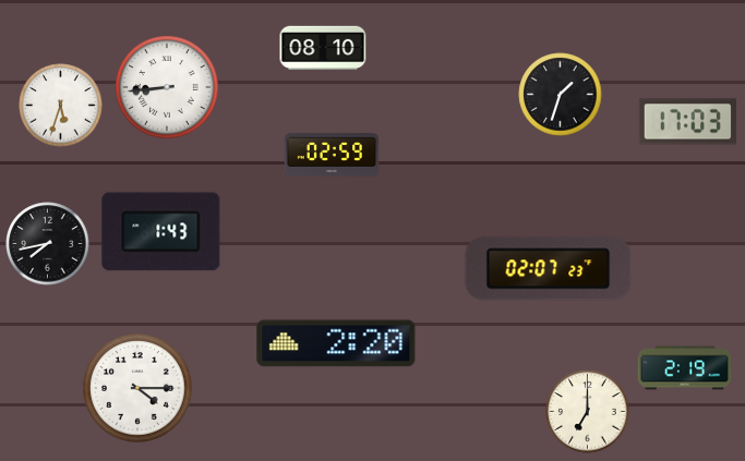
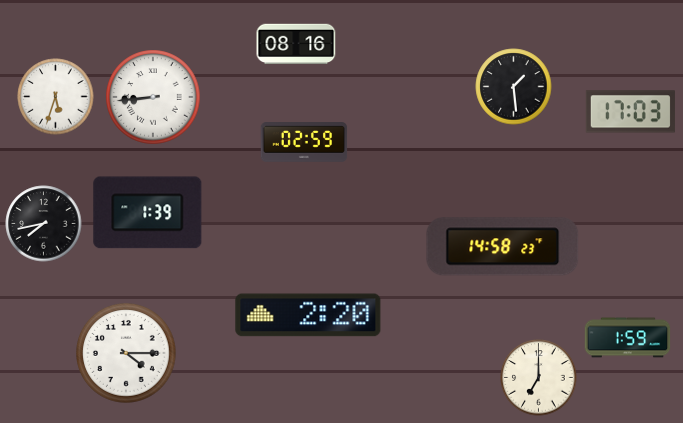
clock at (323, 48): 08:10 -> 08:16
clock at (167, 87) position: (167, 87) -> (153, 97)
clock at (561, 95): 1:33 -> 1:29
clock at (161, 232): 1:43 -> 1:39
clock at (549, 269): 02:07 -> 14:58
clock at (685, 368): 2:19 -> 1:59
clock at (137, 388) position: (137, 388) -> (126, 353)
